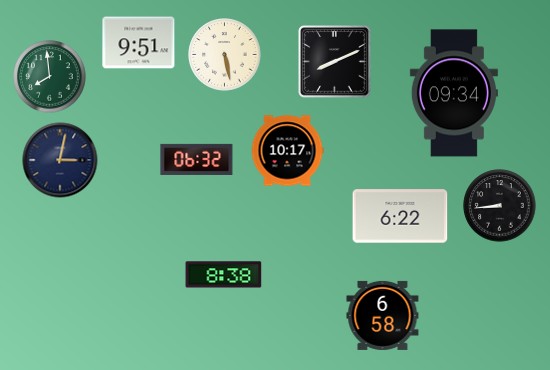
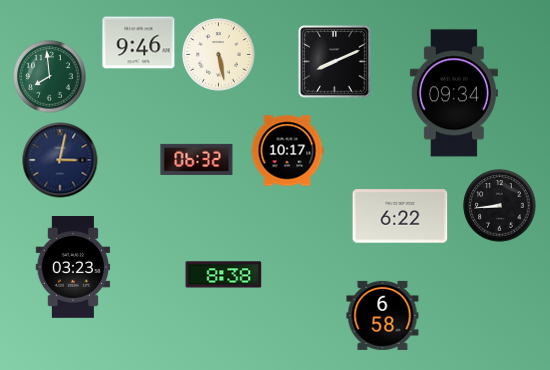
clock at (139, 43): 9:51 -> 9:46
clock at (225, 55) position: (225, 55) -> (219, 55)
clock at (73, 268): none -> 03:23
